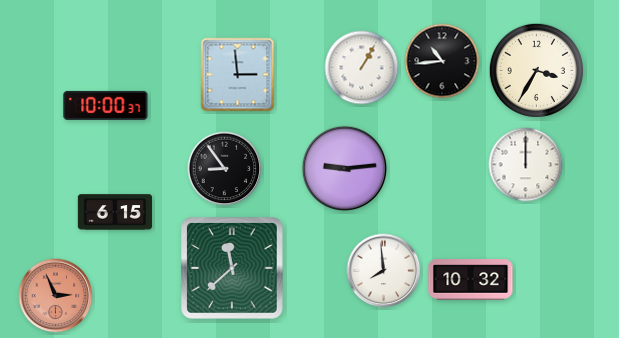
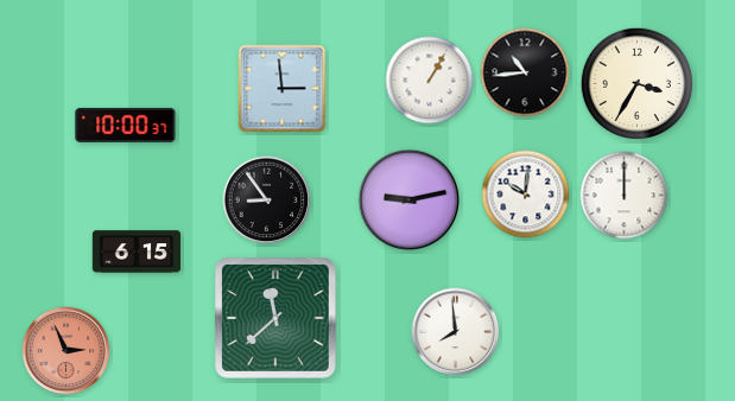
clock at (526, 195): none -> 10:01
clock at (345, 169): 9:14 -> 9:13
clock at (384, 271) position: (384, 271) -> (456, 332)
clock at (471, 280): 10:32 -> none
